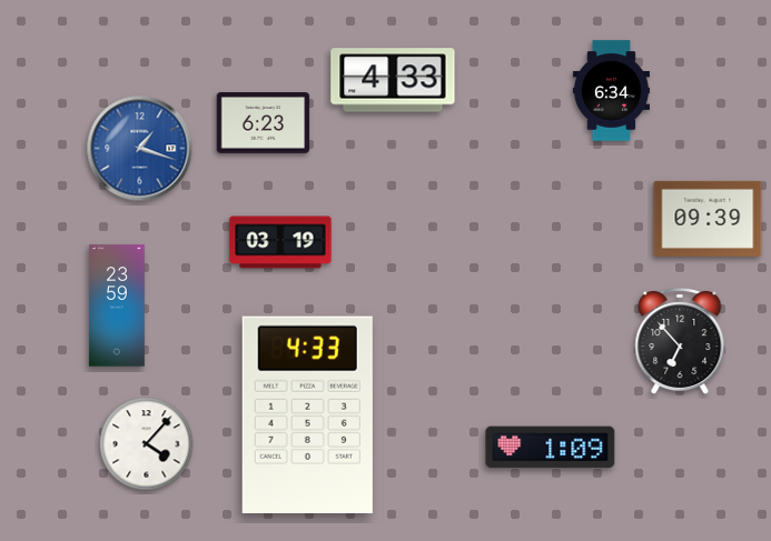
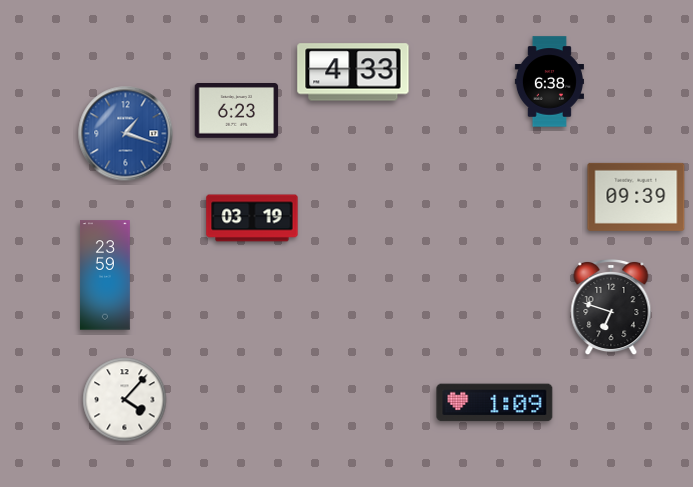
clock at (611, 91): 6:34 -> 6:38
clock at (680, 341): 6:53 -> 6:48
clock at (307, 415): 4:33 -> none
clock at (147, 444) position: (147, 444) -> (125, 400)
